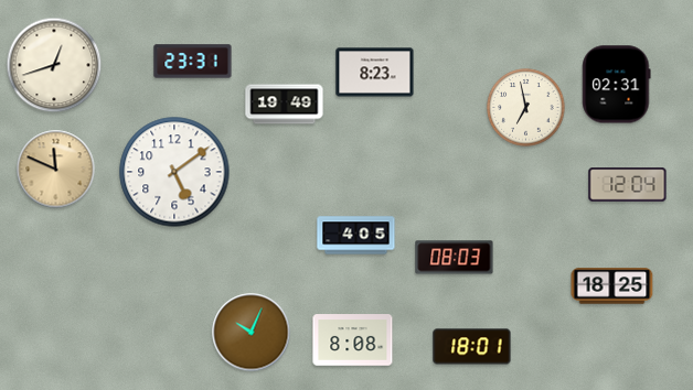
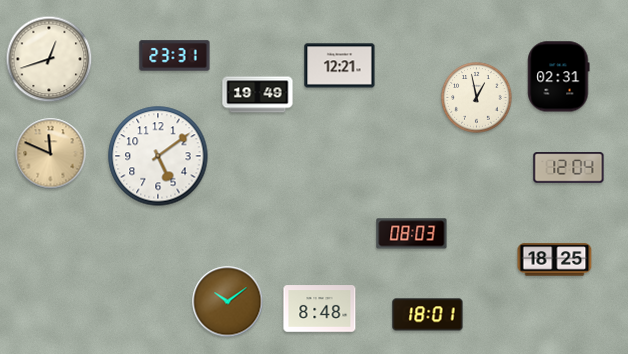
clock at (375, 73): 8:23 -> 12:21
clock at (526, 108): 6:58 -> 12:58
clock at (356, 236): 4:05 -> none
clock at (252, 333): 10:04 -> 10:09
clock at (353, 340): 8:08 -> 8:48
